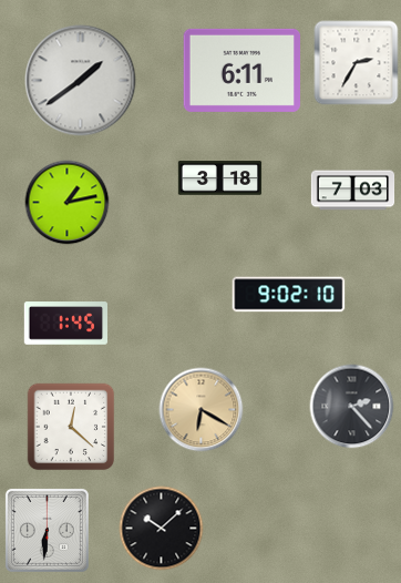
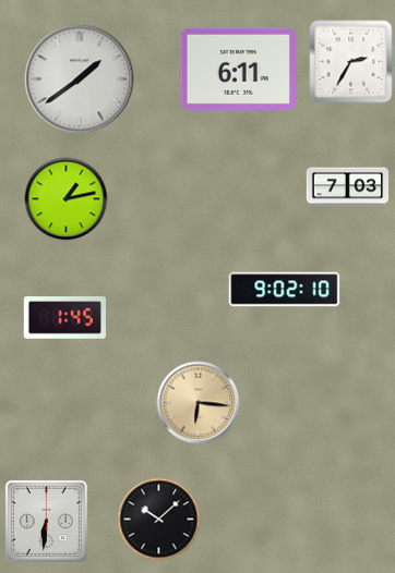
clock at (220, 178): 3:18 -> none
clock at (352, 407): 2:23 -> none
clock at (202, 410): 6:20 -> 6:16
clock at (71, 427): 12:22 -> none
